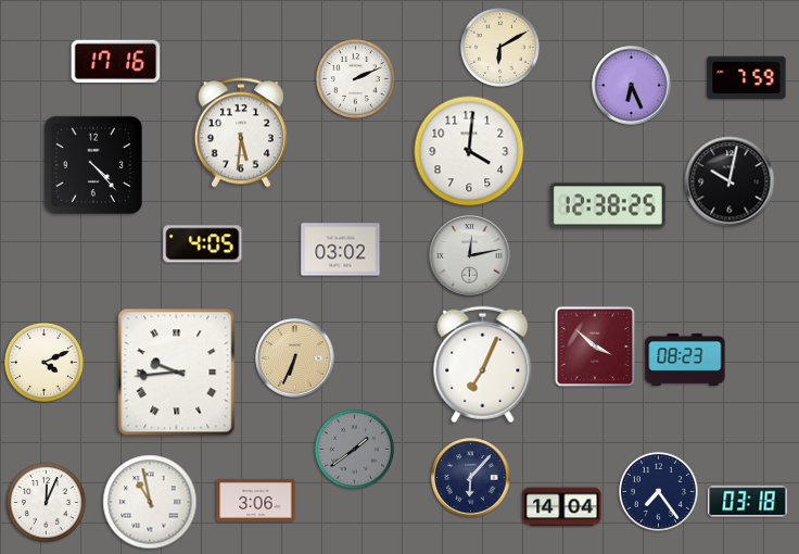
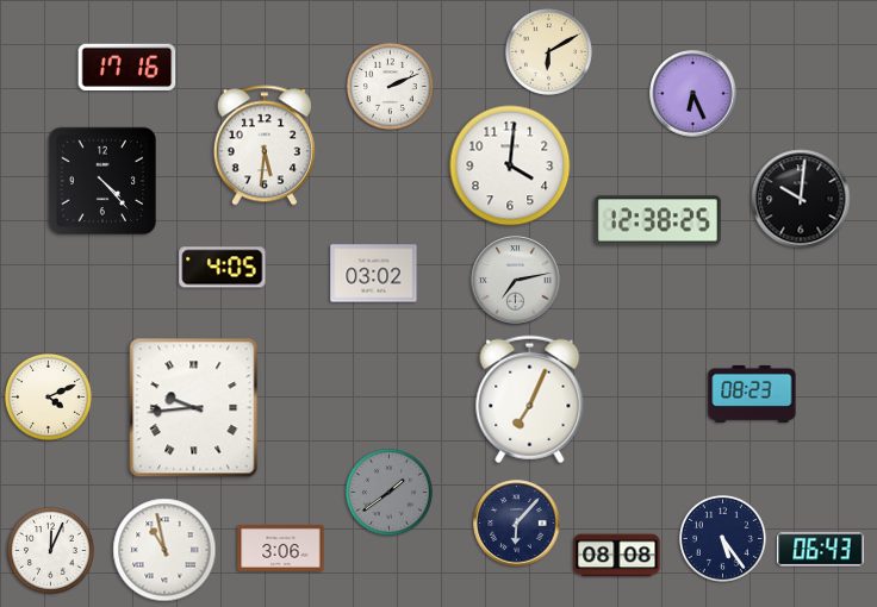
clock at (747, 78): 7:59 -> none
clock at (469, 151) position: (469, 151) -> (510, 165)
clock at (730, 181): 10:02 -> 10:01
clock at (608, 205) position: (608, 205) -> (658, 220)
clock at (470, 256): 12:13 -> 7:13
clock at (595, 347): 3:52 -> none
clock at (295, 358): 6:34 -> none
clock at (658, 491): 7:24 -> 5:24
clock at (748, 502): 03:18 -> 06:43
clock at (562, 507): 14:04 -> 08:08
